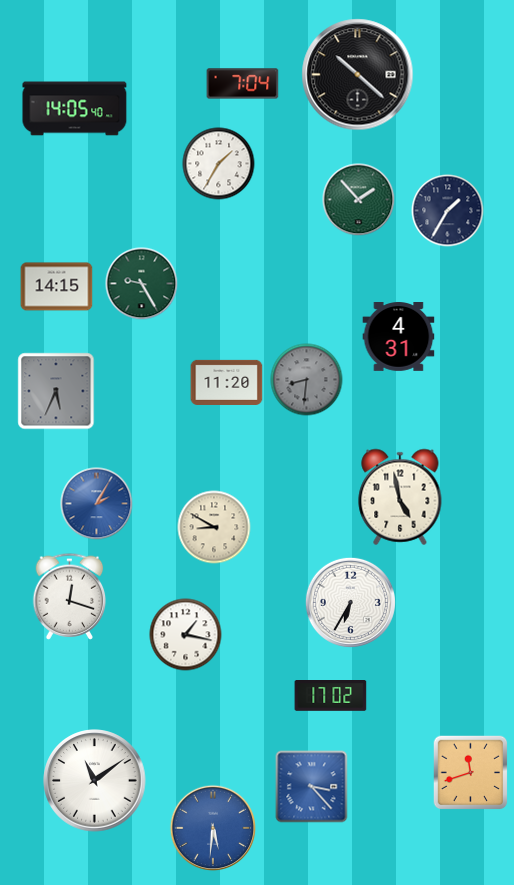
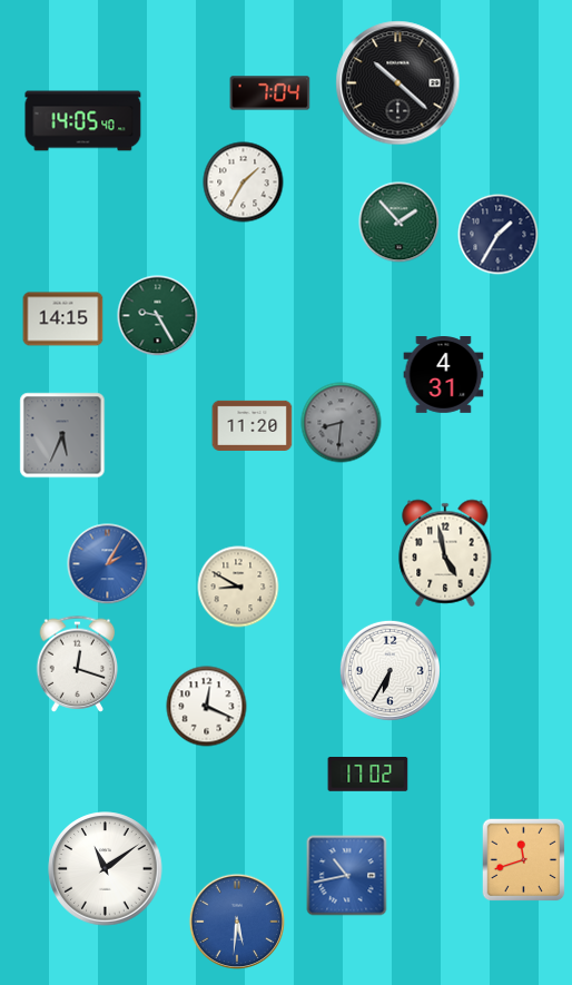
clock at (97, 504) position: (97, 504) -> (108, 564)
clock at (186, 635): 1:17 -> 12:19
clock at (312, 787): 3:23 -> 10:43
